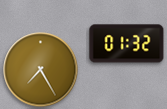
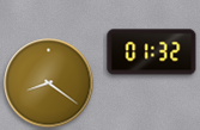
clock at (41, 70): 7:25 -> 8:21
